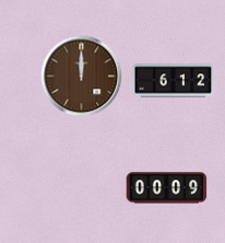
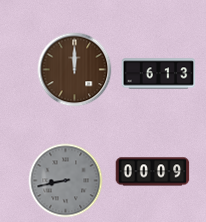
clock at (174, 81): 6:12 -> 6:13
clock at (66, 181): none -> 8:43
